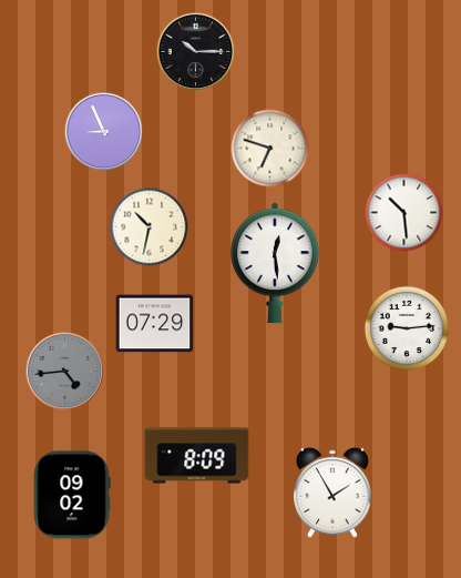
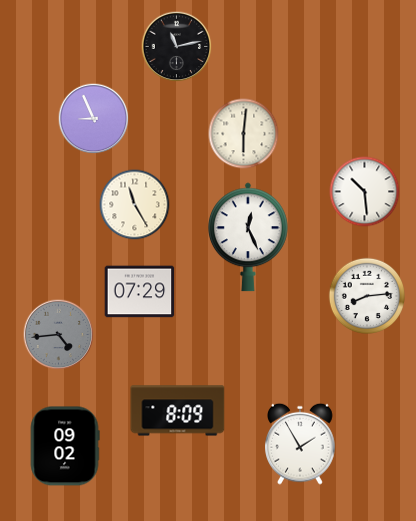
clock at (196, 52): 10:15 -> 11:13
clock at (270, 149): 6:48 -> 6:01
clock at (150, 227): 10:32 -> 11:25
clock at (276, 263): 12:29 -> 12:26
clock at (406, 327): 9:14 -> 8:14
